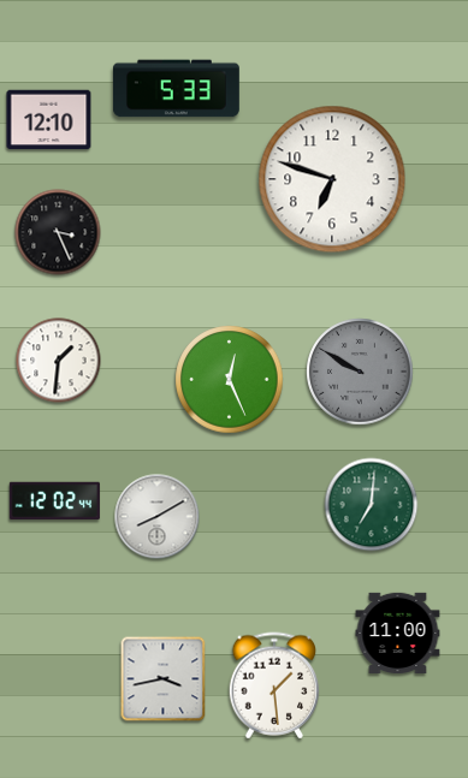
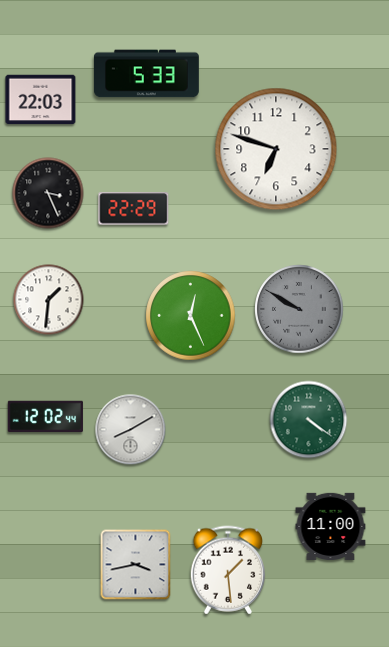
clock at (49, 120): 12:10 -> 22:03
clock at (134, 209): none -> 22:29
clock at (372, 505): 7:01 -> 4:21
